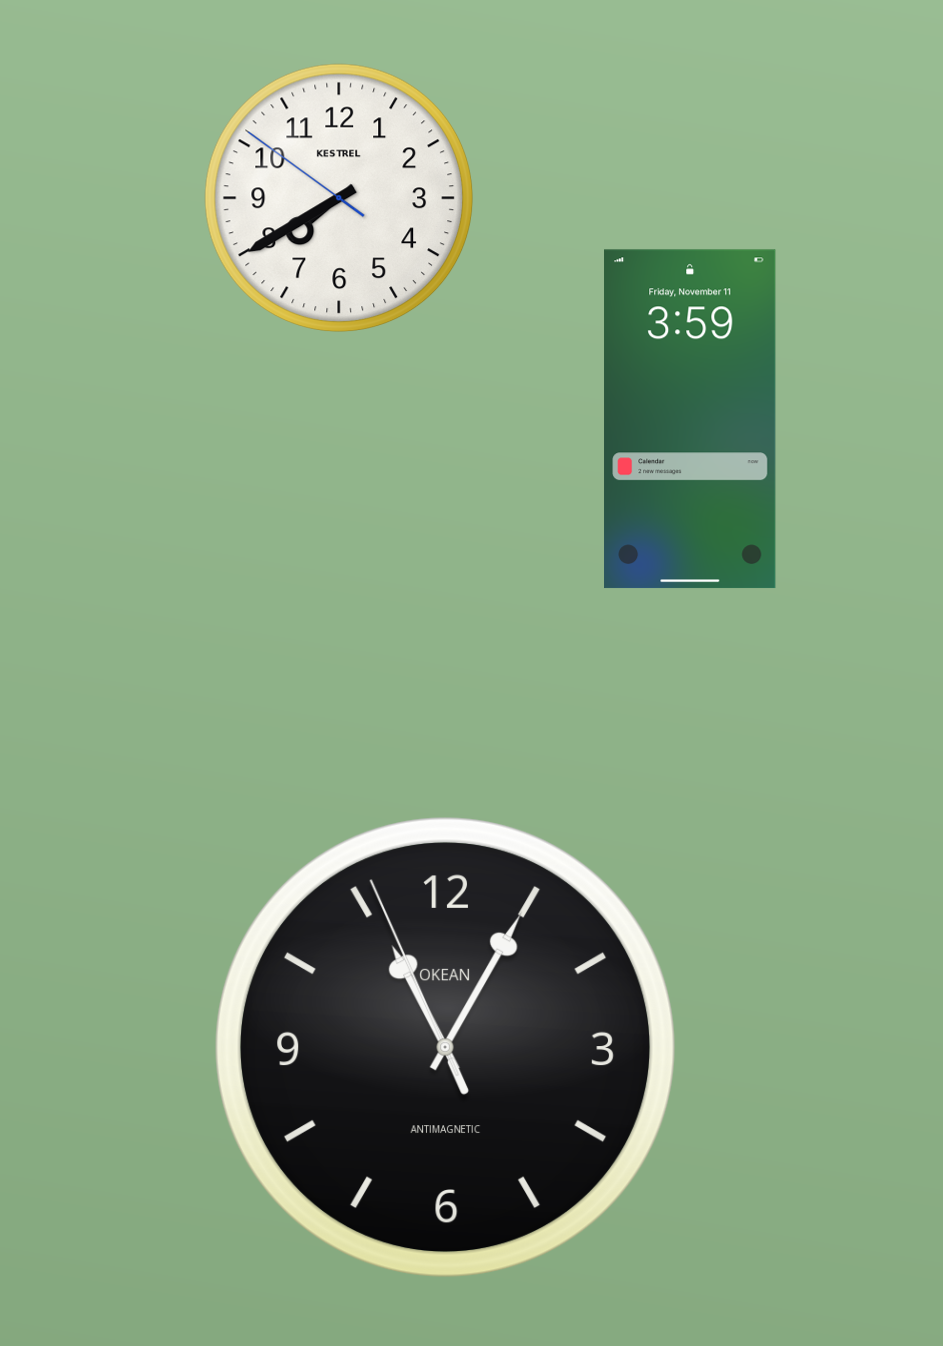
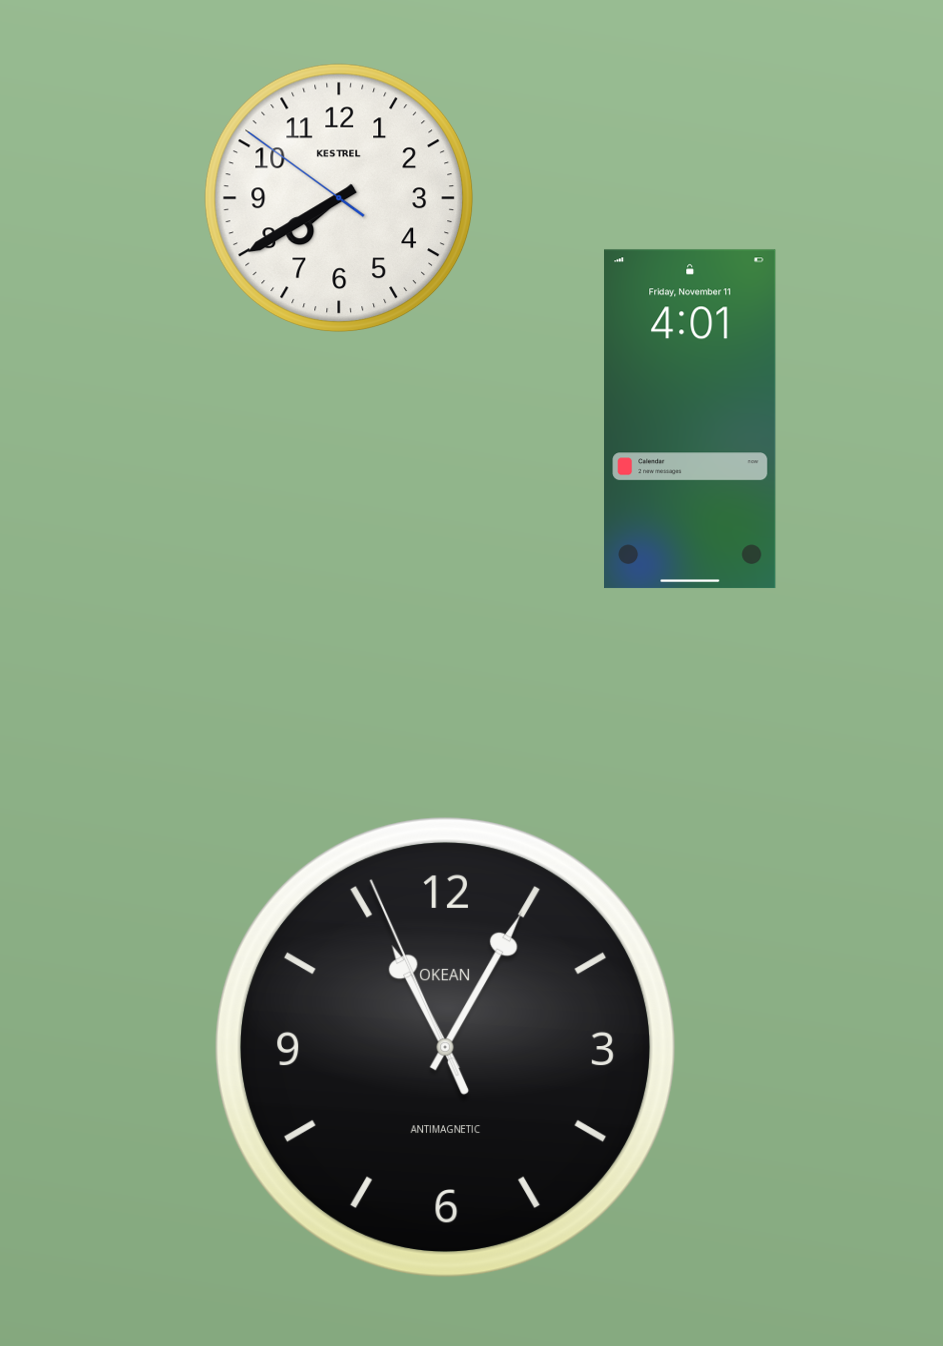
clock at (690, 419): 3:59 -> 4:01
